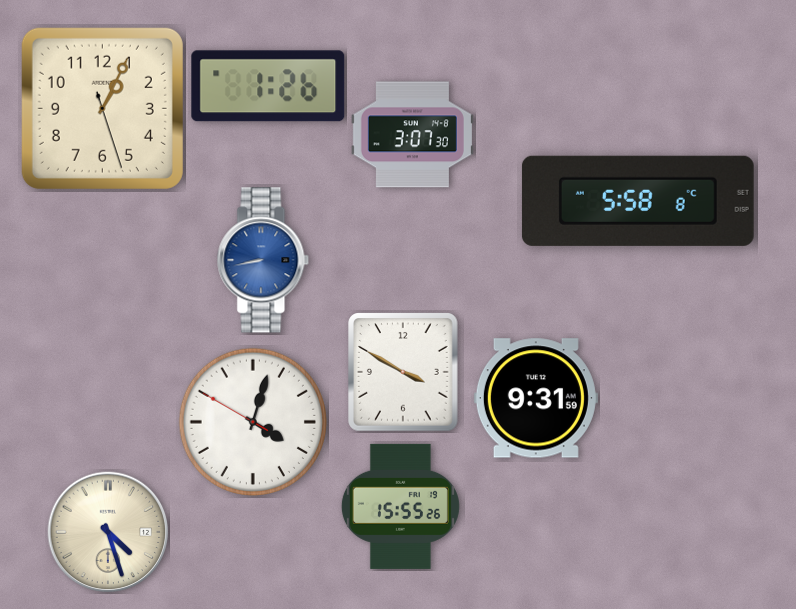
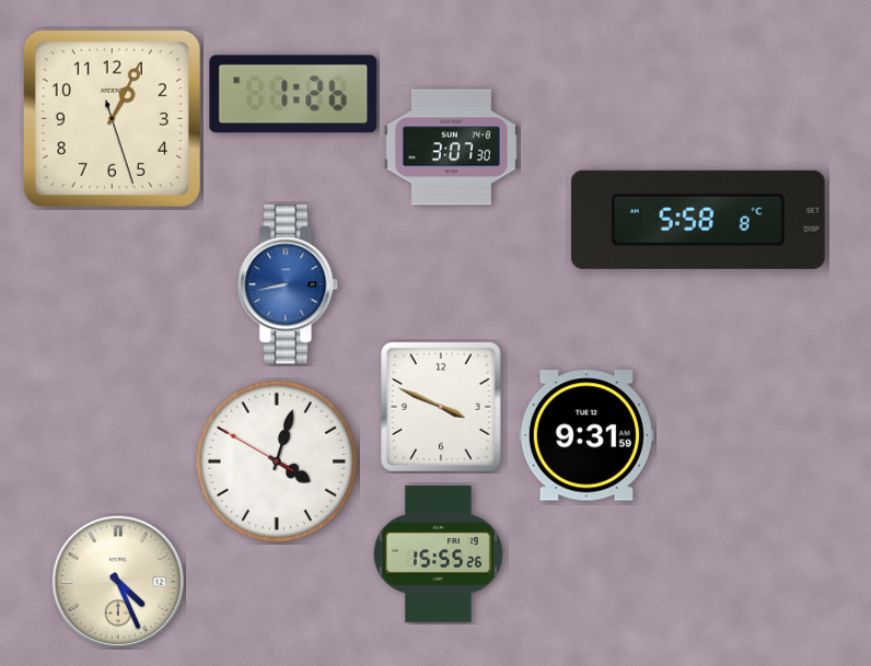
clock at (403, 372): 3:50 -> 3:49
clock at (108, 532): 4:27 -> 4:26
